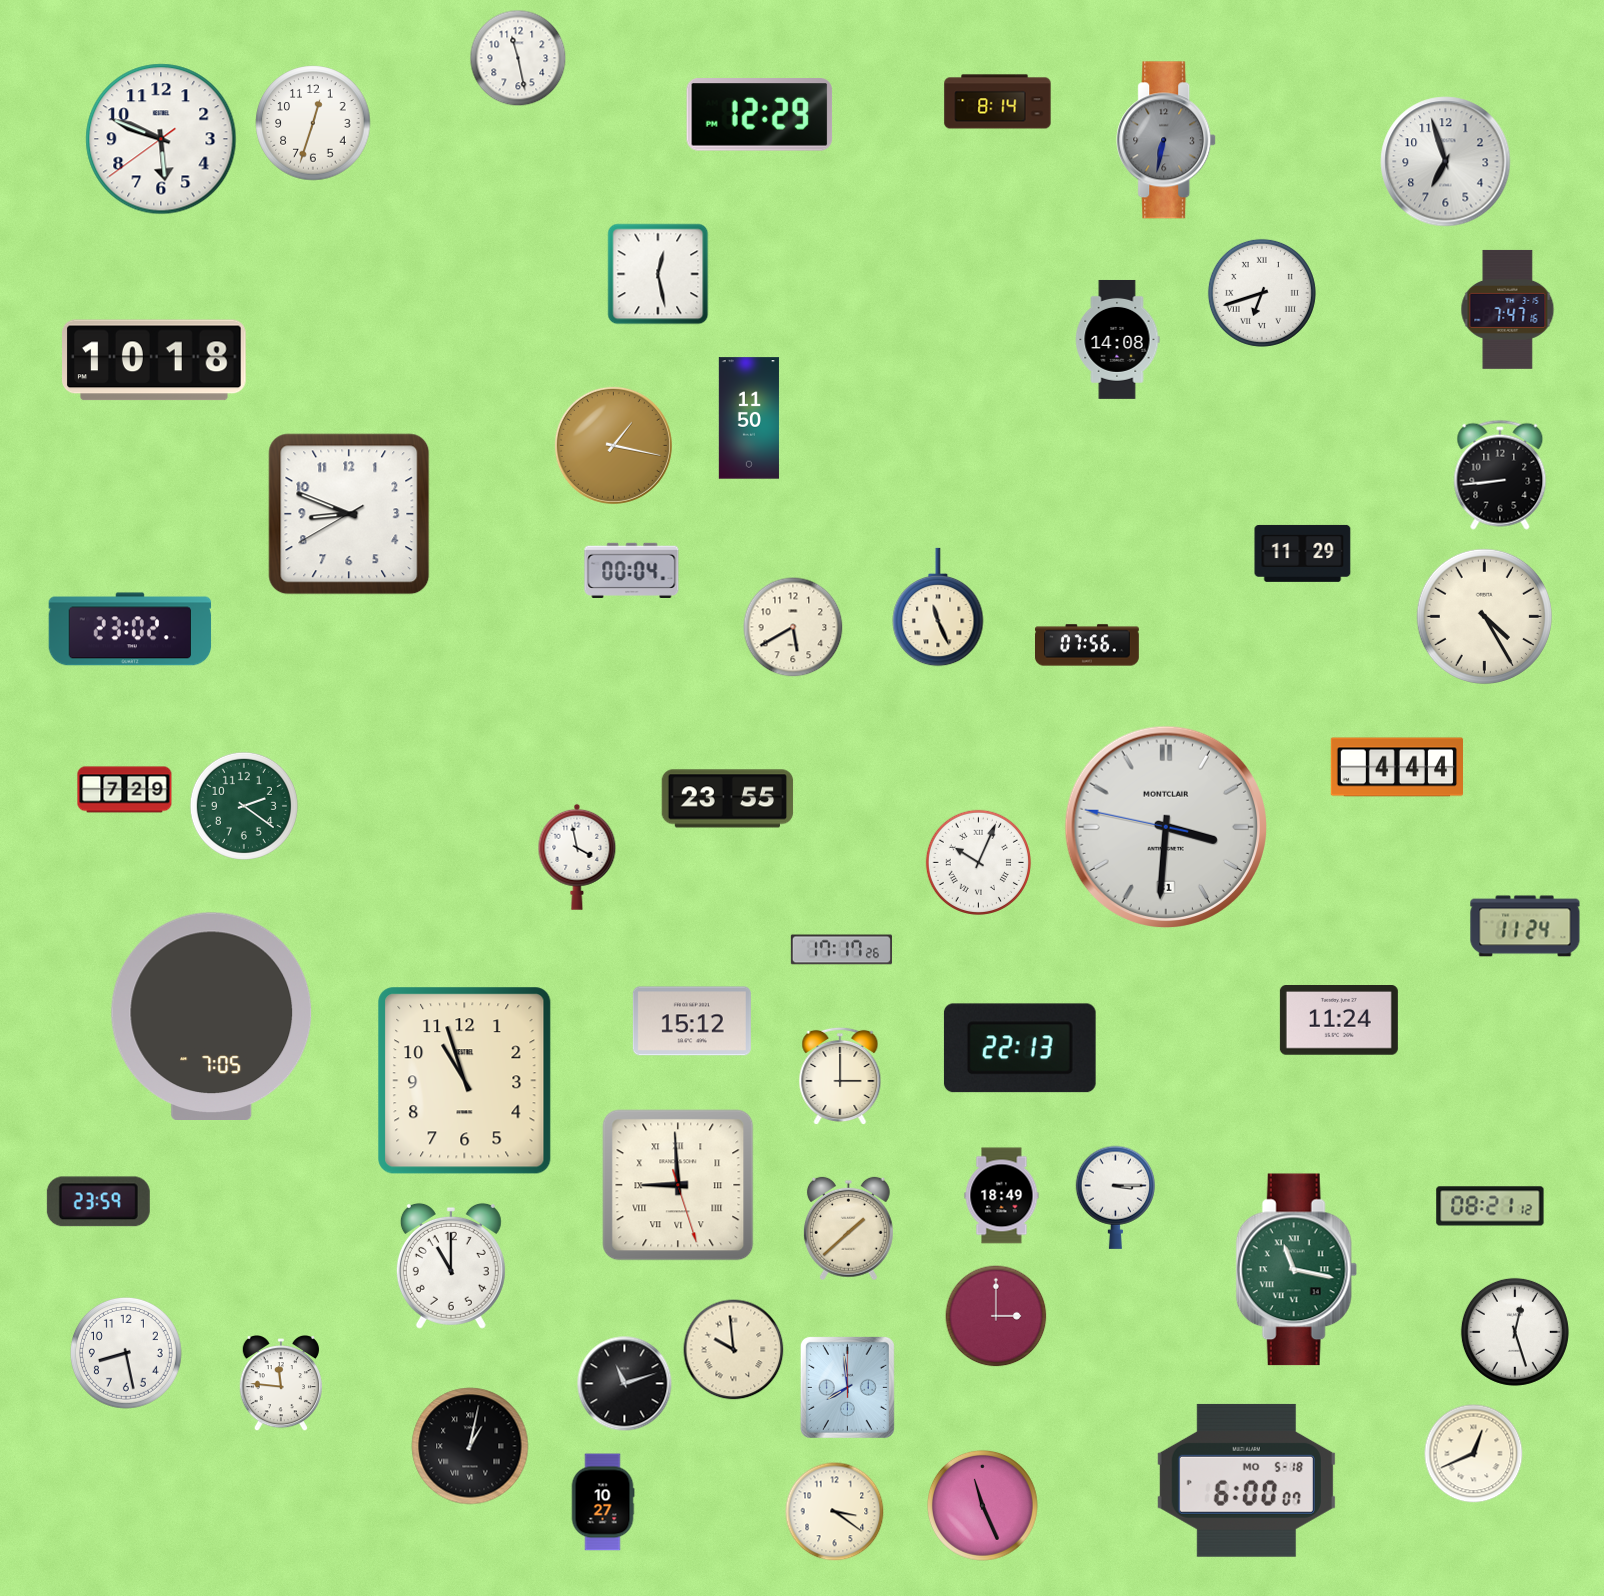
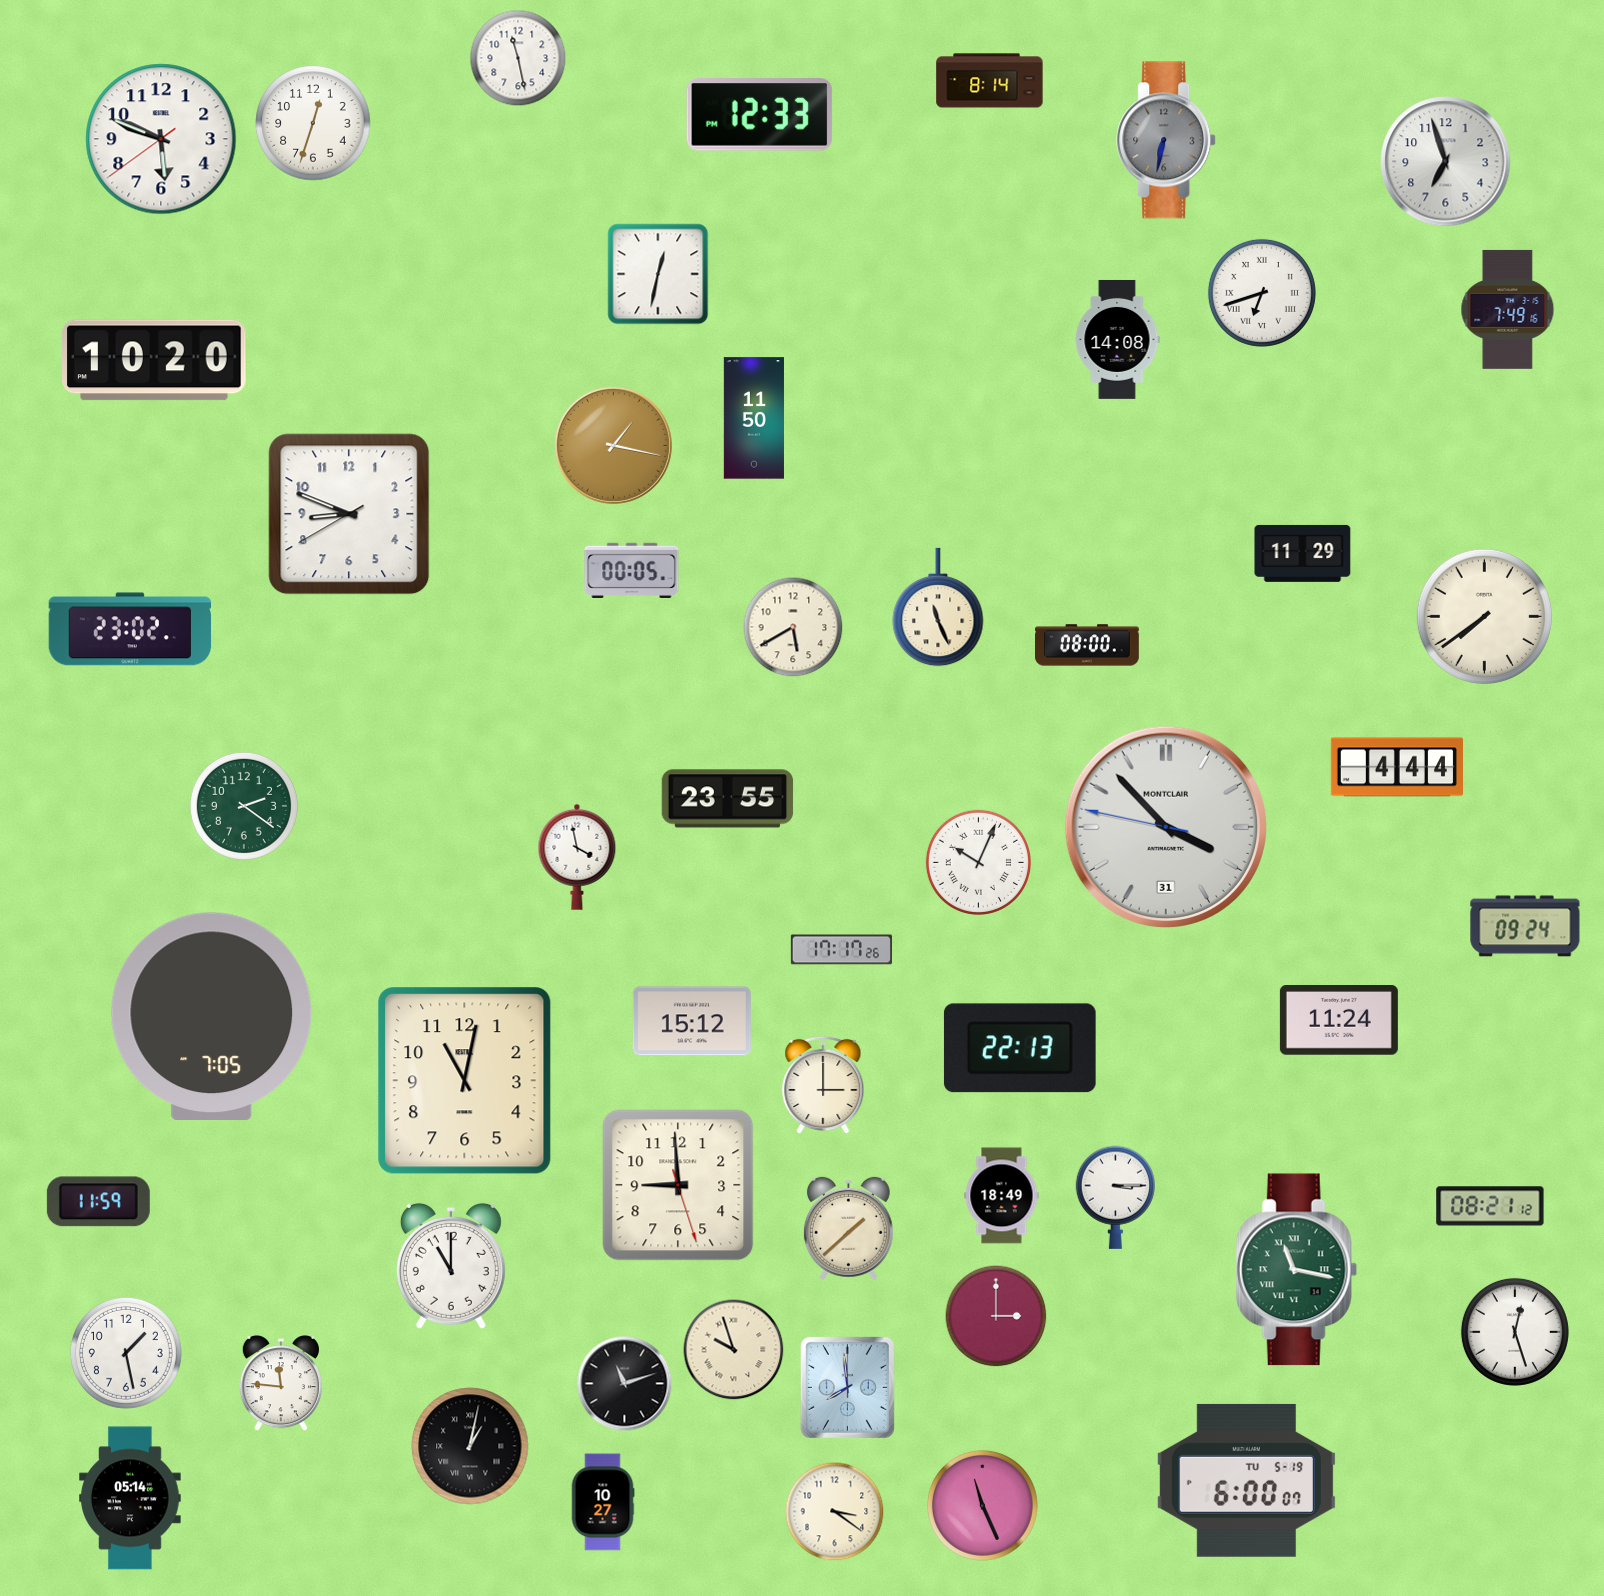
clock at (998, 102) position: (998, 102) -> (990, 81)
clock at (760, 115): 12:29 -> 12:33
clock at (658, 274): 12:28 -> 12:32
clock at (1508, 309): 7:47 -> 7:49
clock at (155, 360): 10:18 -> 10:20
clock at (749, 418) position: (749, 418) -> (754, 418)
clock at (1500, 475): 8:44 -> none
clock at (632, 570): 00:04 -> 00:05
clock at (1484, 616): 4:25 -> 7:39
clock at (1088, 645): 07:56 -> 08:00
clock at (125, 790): 7:29 -> none
clock at (1165, 826): 3:30 -> 3:52
clock at (1525, 926): 11:24 -> 09:24
clock at (840, 1076) position: (840, 1076) -> (823, 1085)
clock at (465, 1081): 10:57 -> 11:02
clock at (678, 1185) numerals: Roman -> Arabic
clock at (98, 1202): 23:59 -> 11:59
clock at (734, 1350): 9:59 -> 9:57
clock at (127, 1354): 8:28 -> 1:28
clock at (1474, 1454): 12:41 -> none
clock at (1246, 1480) date: MO 5-18 -> TU 5-19
clock at (130, 1498): none -> 05:14
